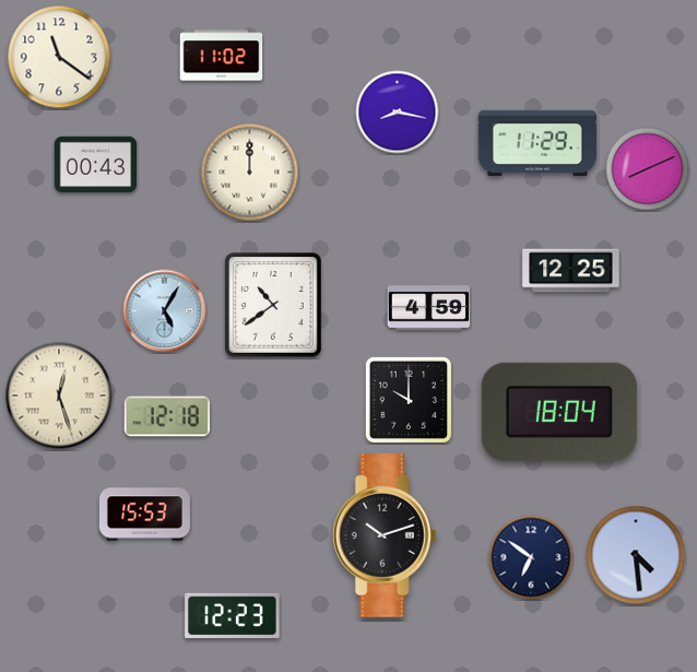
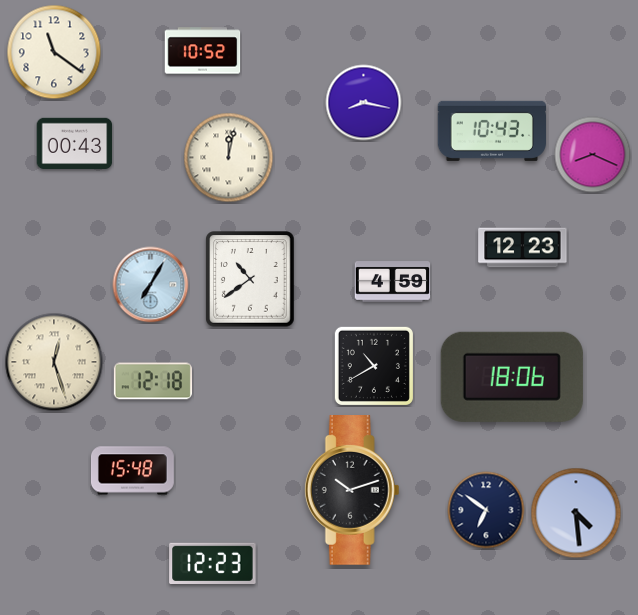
clock at (222, 56): 11:02 -> 10:52
clock at (537, 143): 11:29 -> 10:43
clock at (96, 165) position: (96, 165) -> (75, 144)
clock at (648, 169): 8:11 -> 8:19
clock at (250, 173): 12:00 -> 12:02
clock at (571, 271): 12:25 -> 12:23
clock at (165, 311): 5:05 -> 7:05
clock at (409, 400): 10:00 -> 10:40
clock at (559, 412): 18:04 -> 18:06
clock at (144, 515): 15:53 -> 15:48
clock at (636, 555) position: (636, 555) -> (576, 513)
